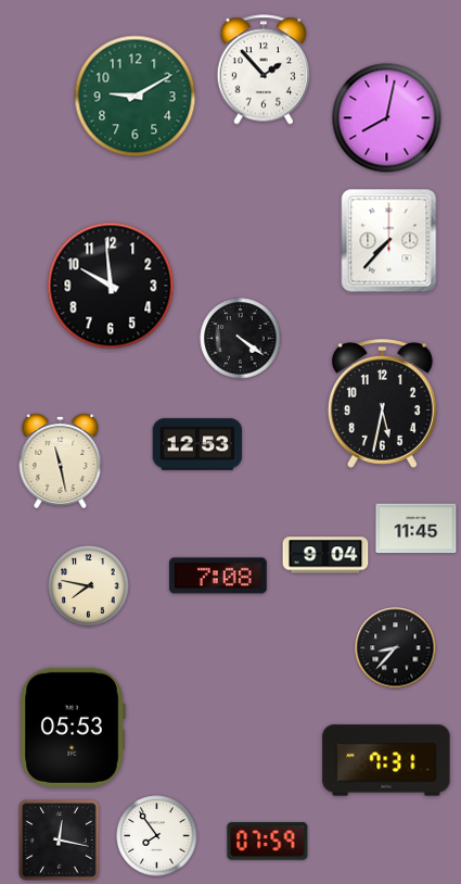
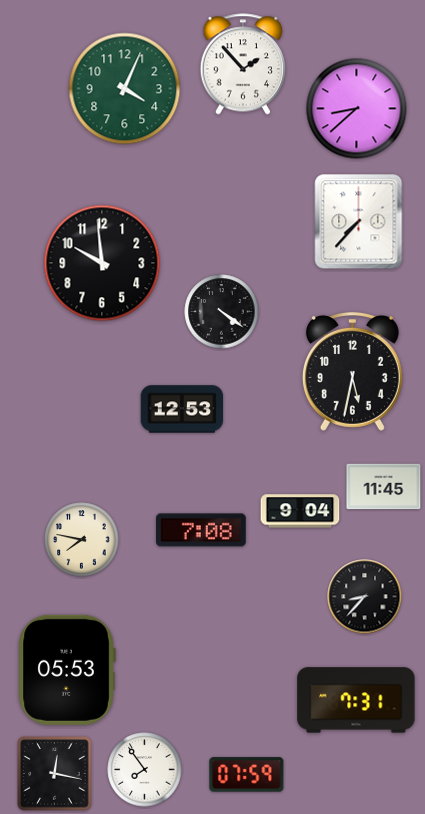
clock at (136, 97): 9:10 -> 4:04
clock at (387, 118): 8:02 -> 8:38
clock at (61, 462): 11:28 -> none
